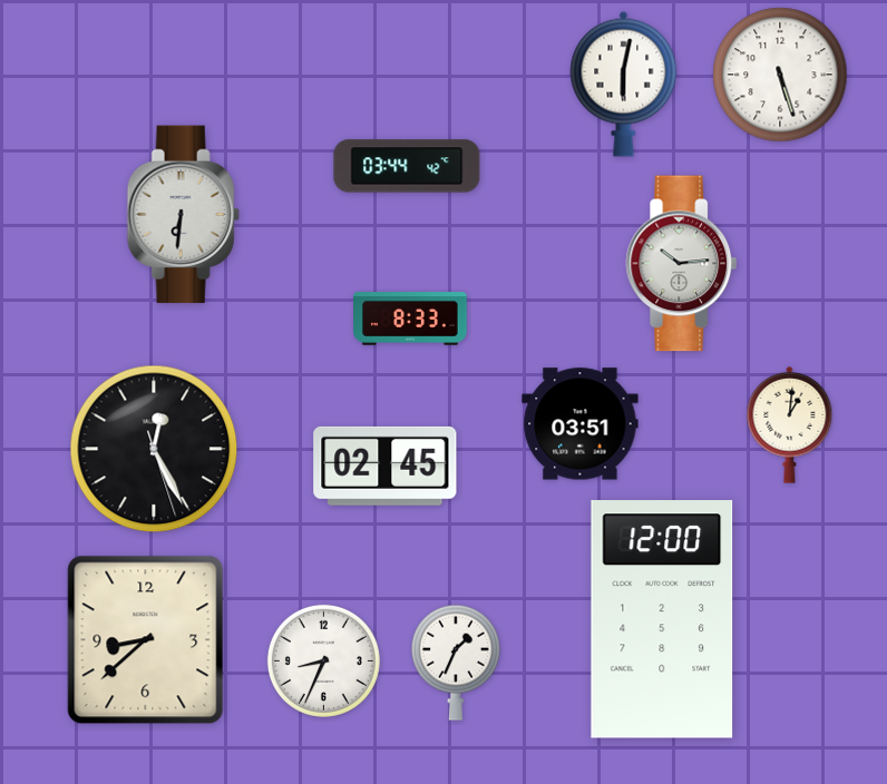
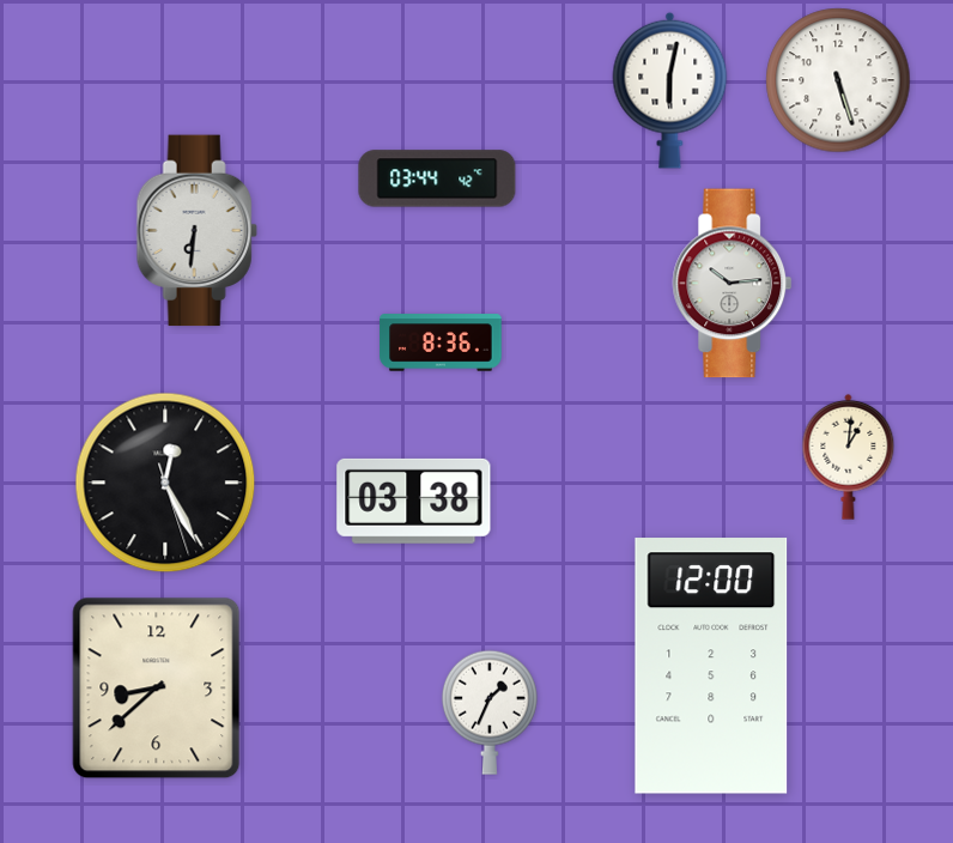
clock at (410, 318): 8:33 -> 8:36
clock at (581, 424): 03:51 -> none
clock at (386, 465): 02:45 -> 03:38
clock at (323, 660): 8:34 -> none
